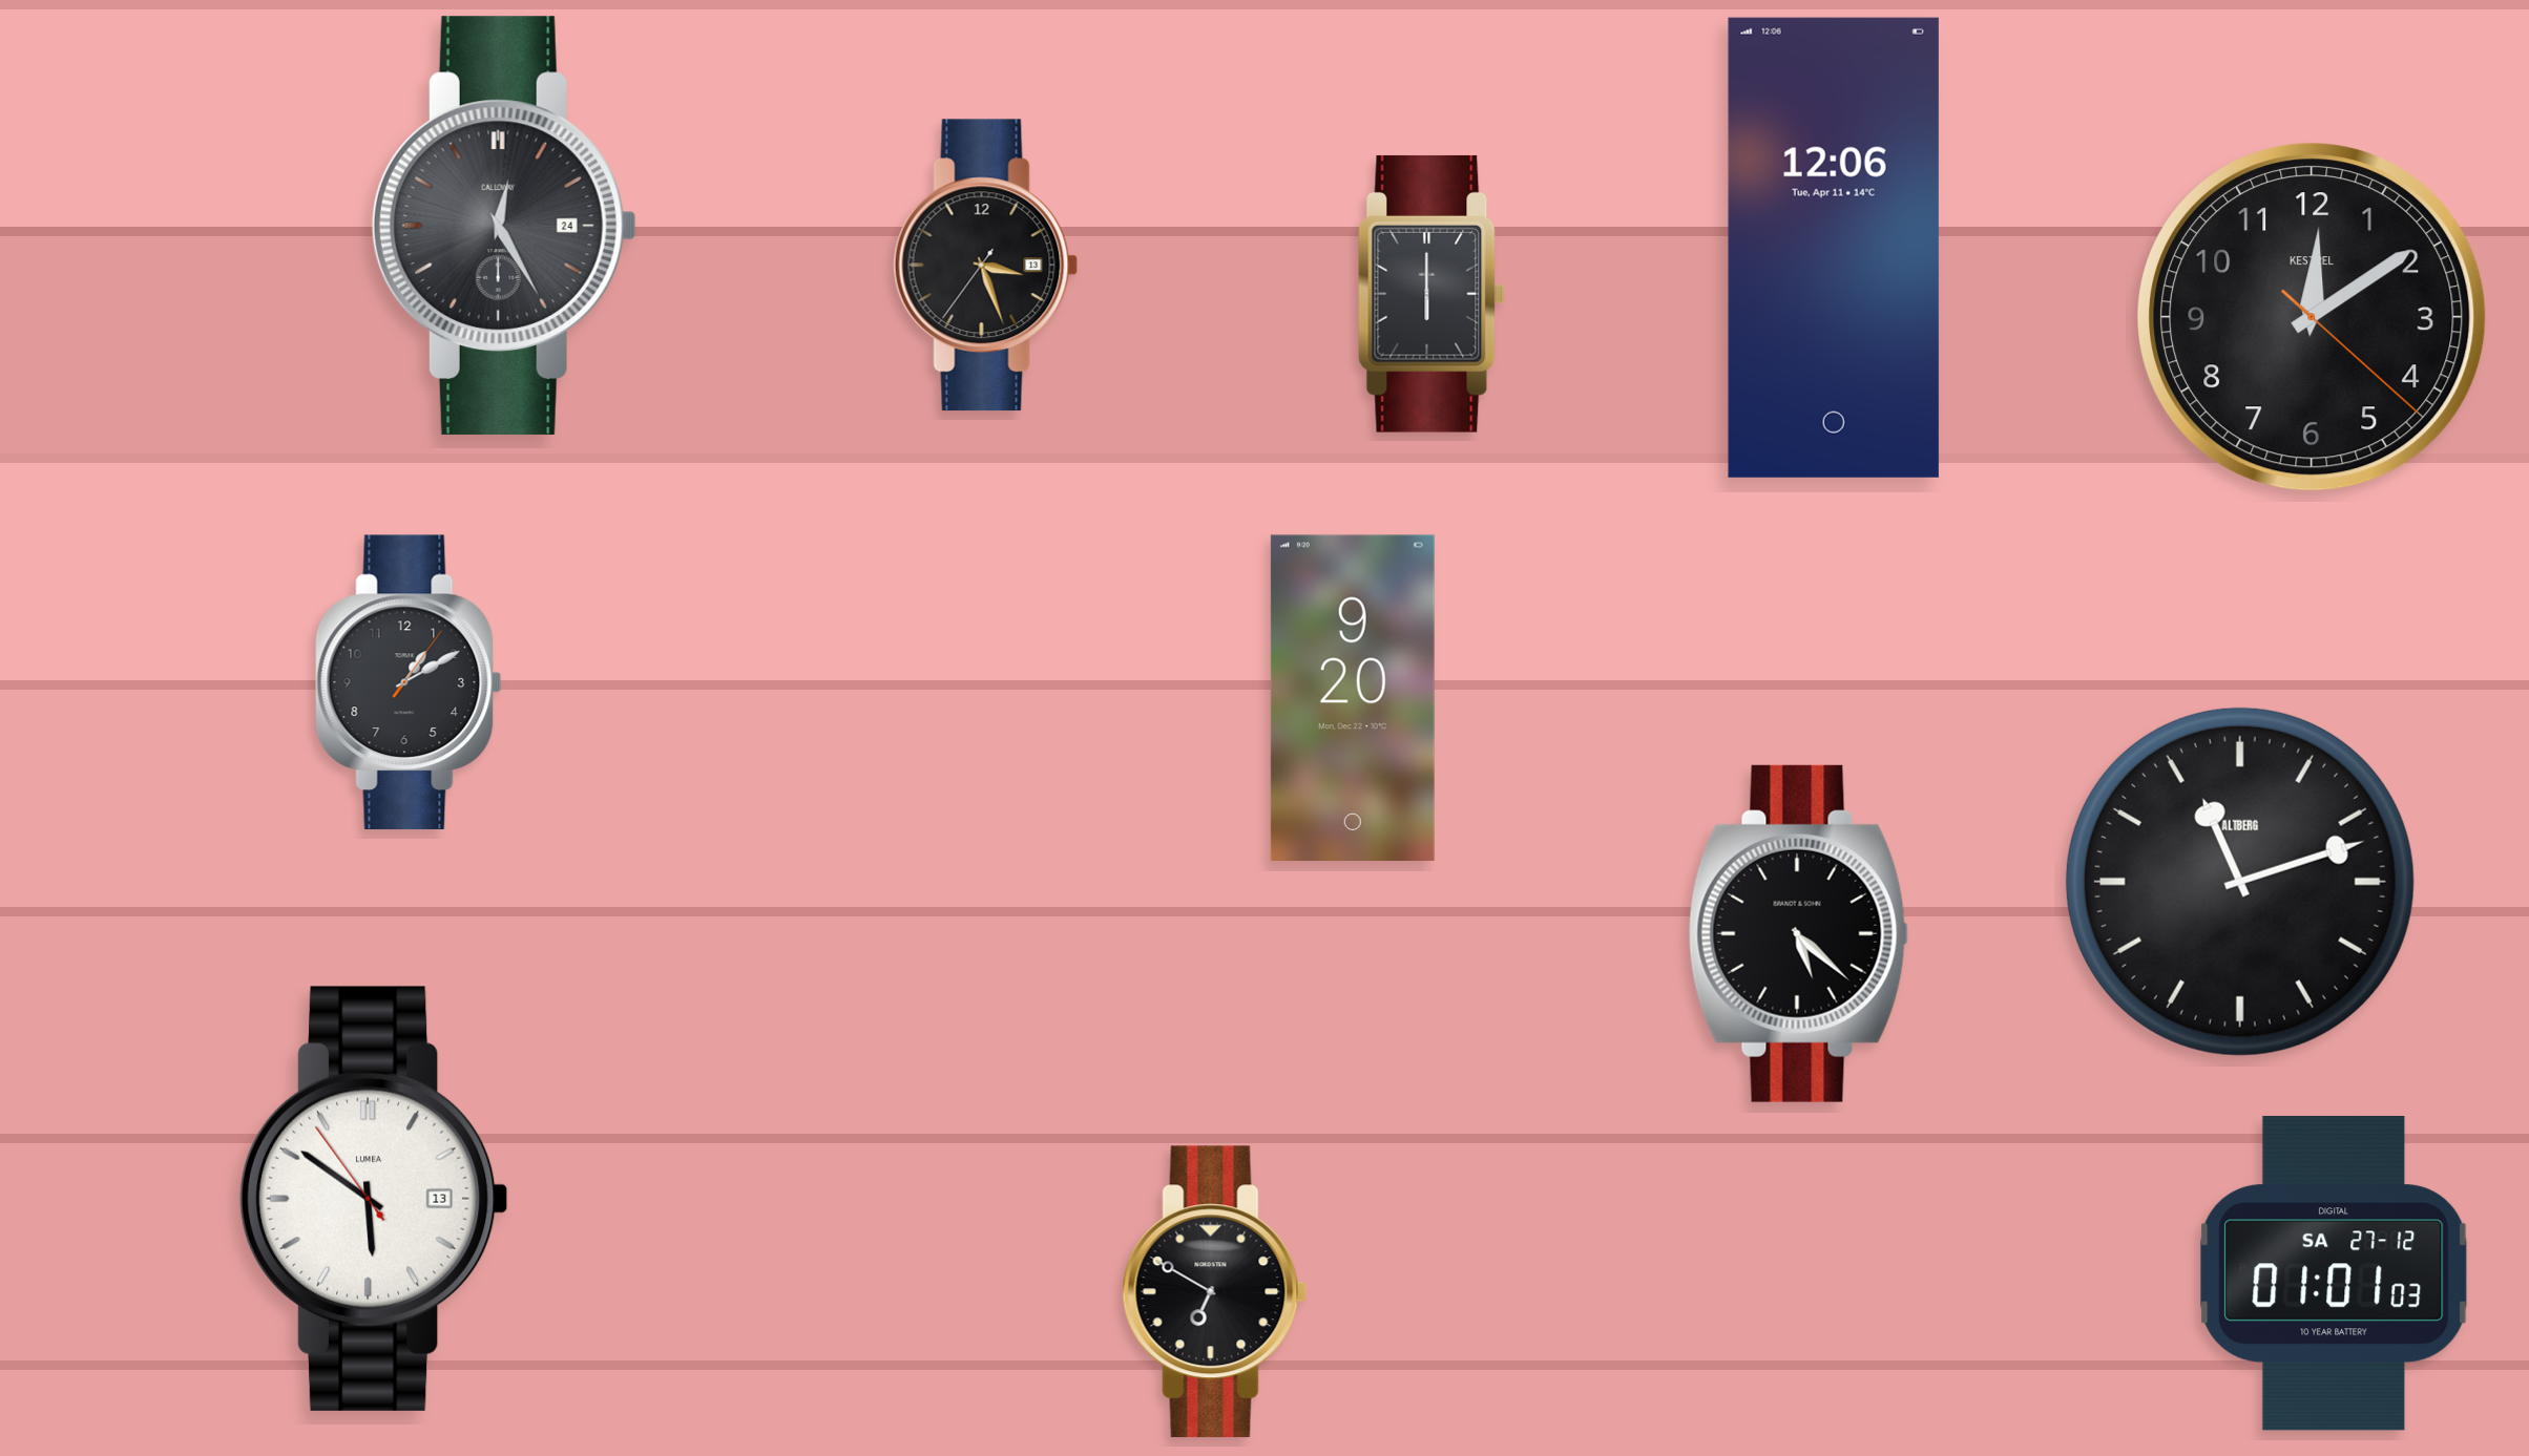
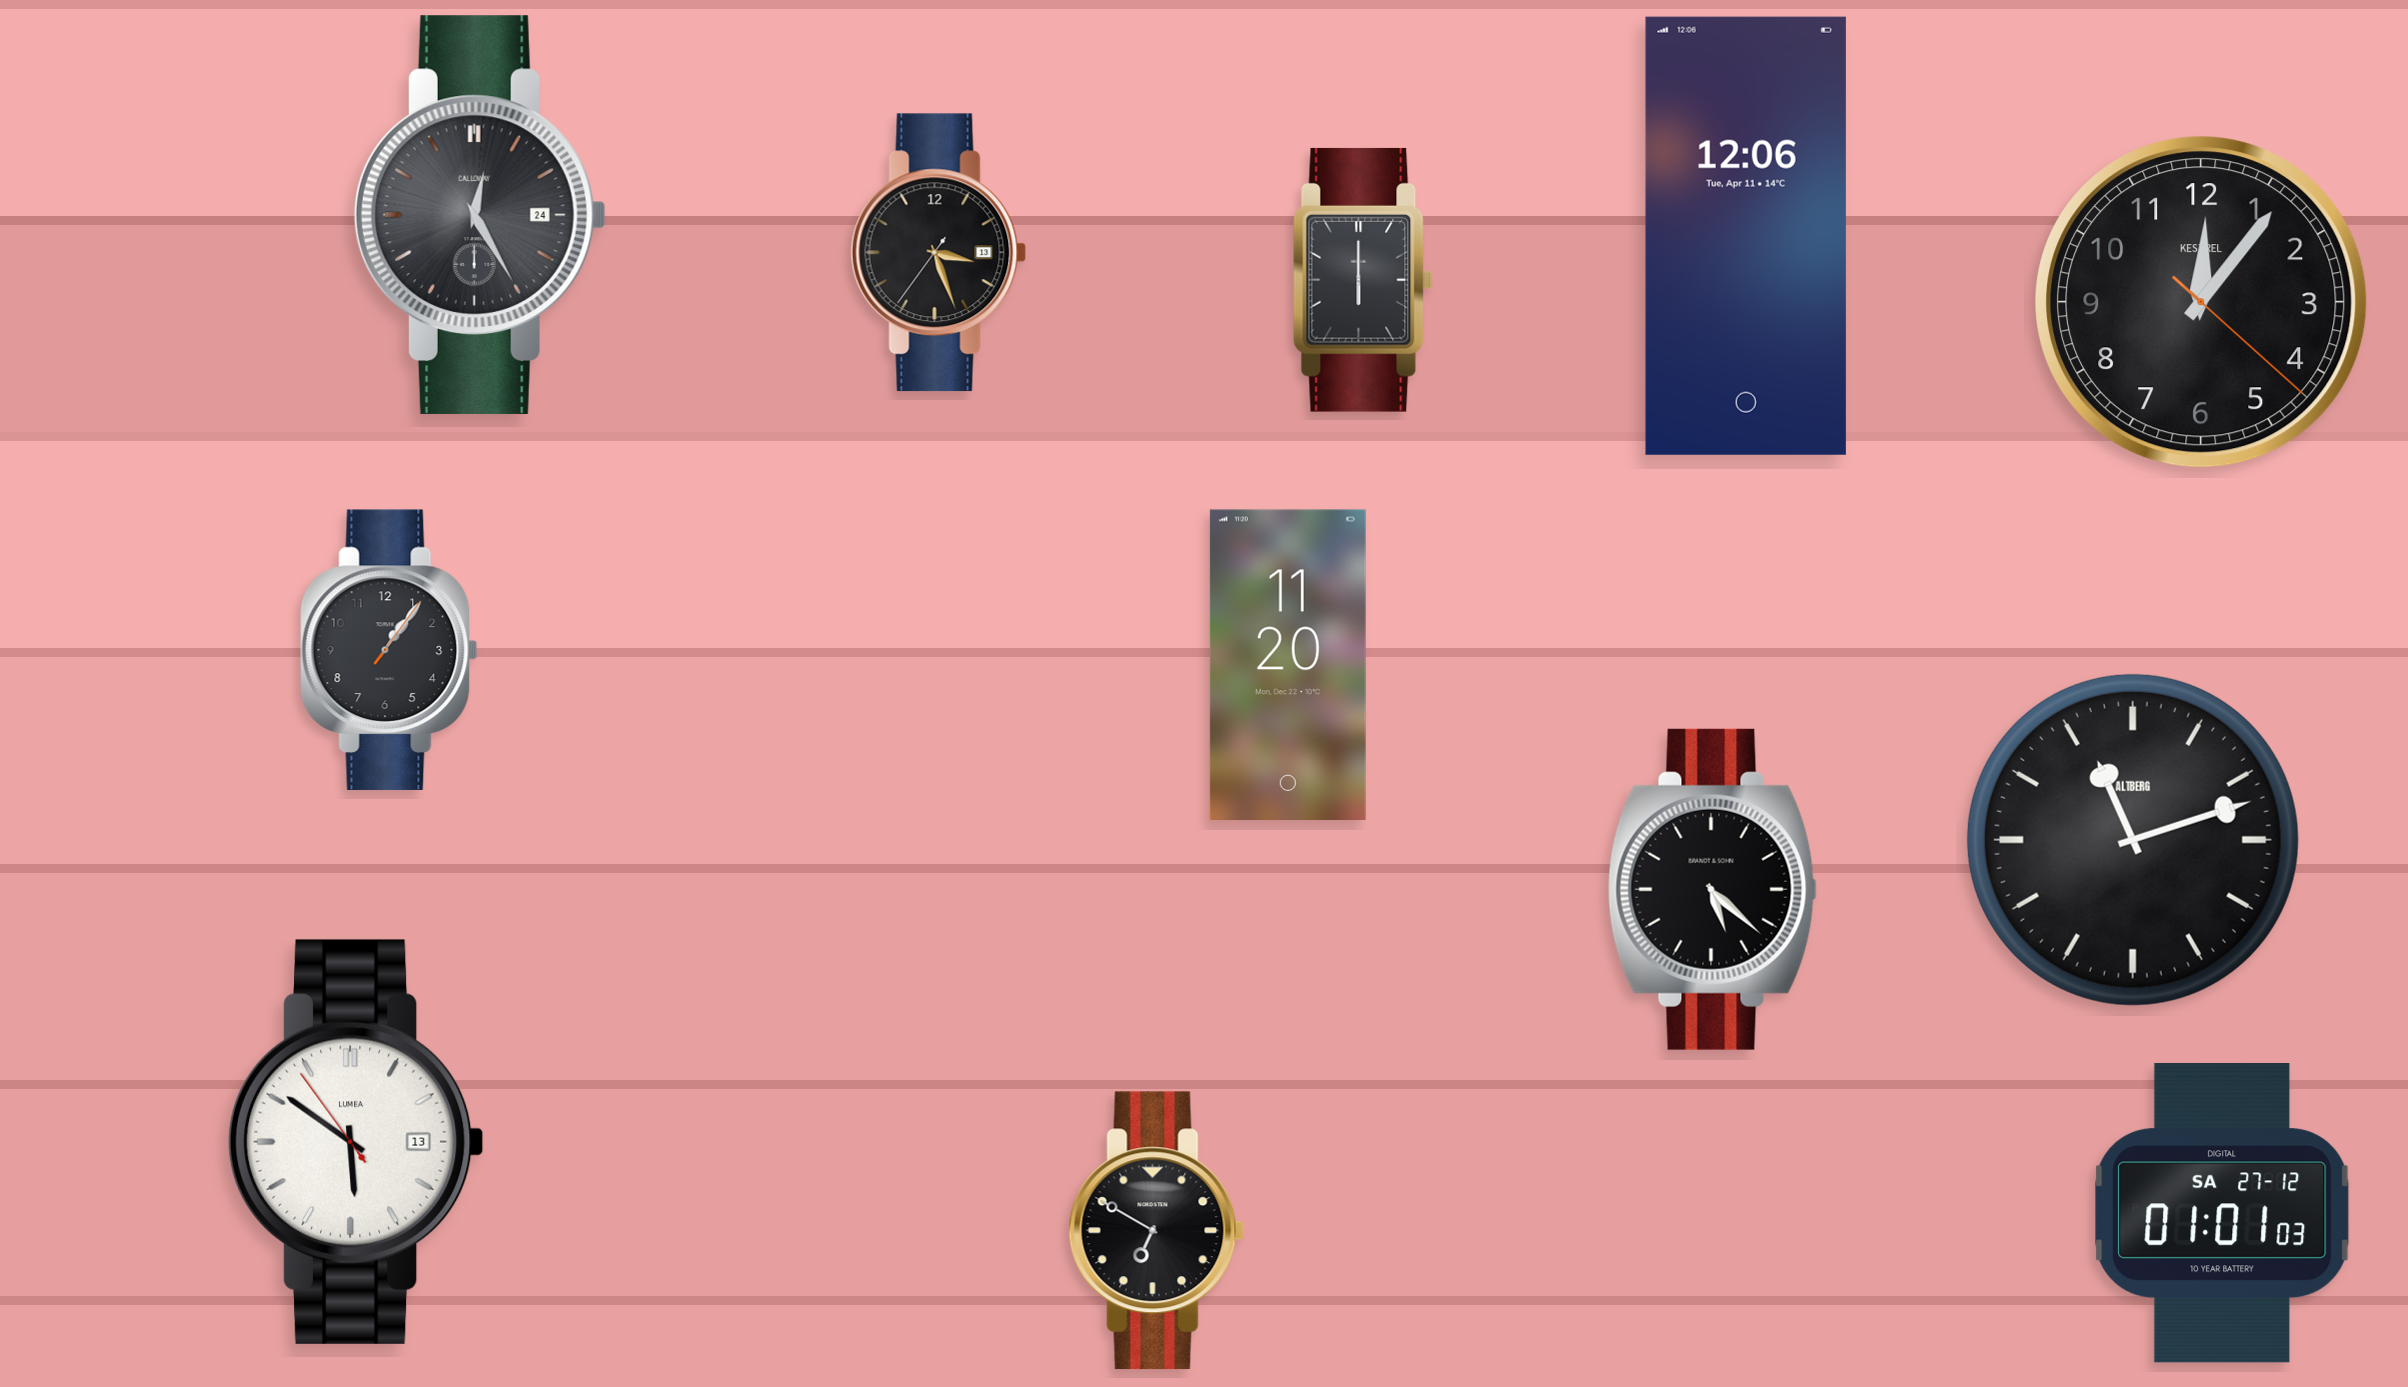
clock at (2312, 317): 12:09 -> 12:06
clock at (409, 682): 1:10 -> 1:06
clock at (1353, 697): 9:20 -> 11:20
